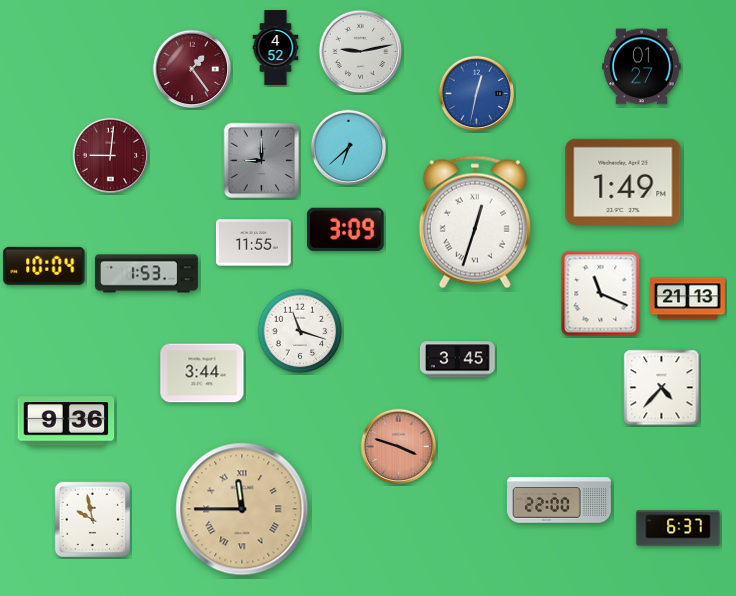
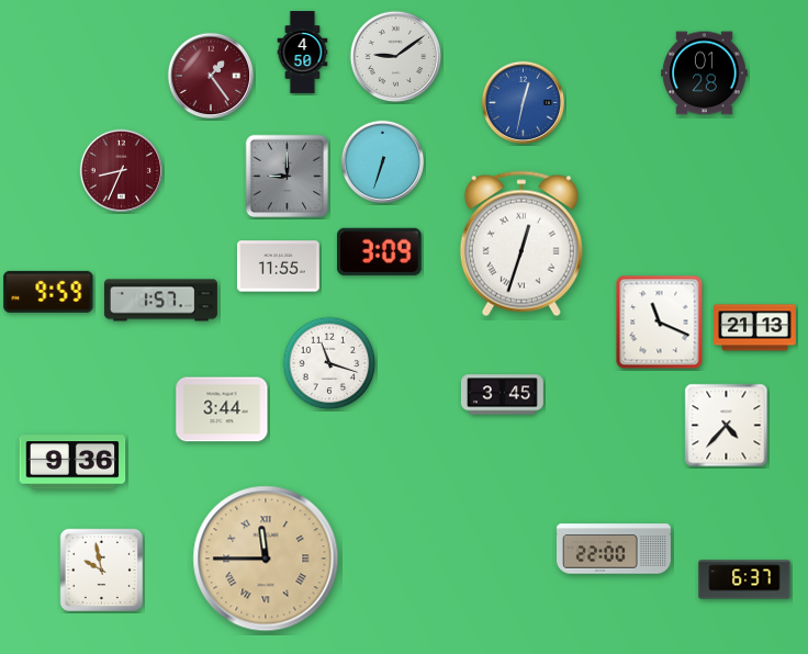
clock at (276, 48): 4:52 -> 4:50
clock at (361, 52): 9:13 -> 9:09
clock at (642, 67): 01:27 -> 01:28
clock at (349, 148): 6:38 -> 6:33
clock at (111, 156): 9:01 -> 8:34
clock at (623, 182): 1:49 -> none
clock at (44, 266): 10:04 -> 9:59
clock at (146, 274): 1:53 -> 1:57
clock at (399, 447): 3:48 -> none
